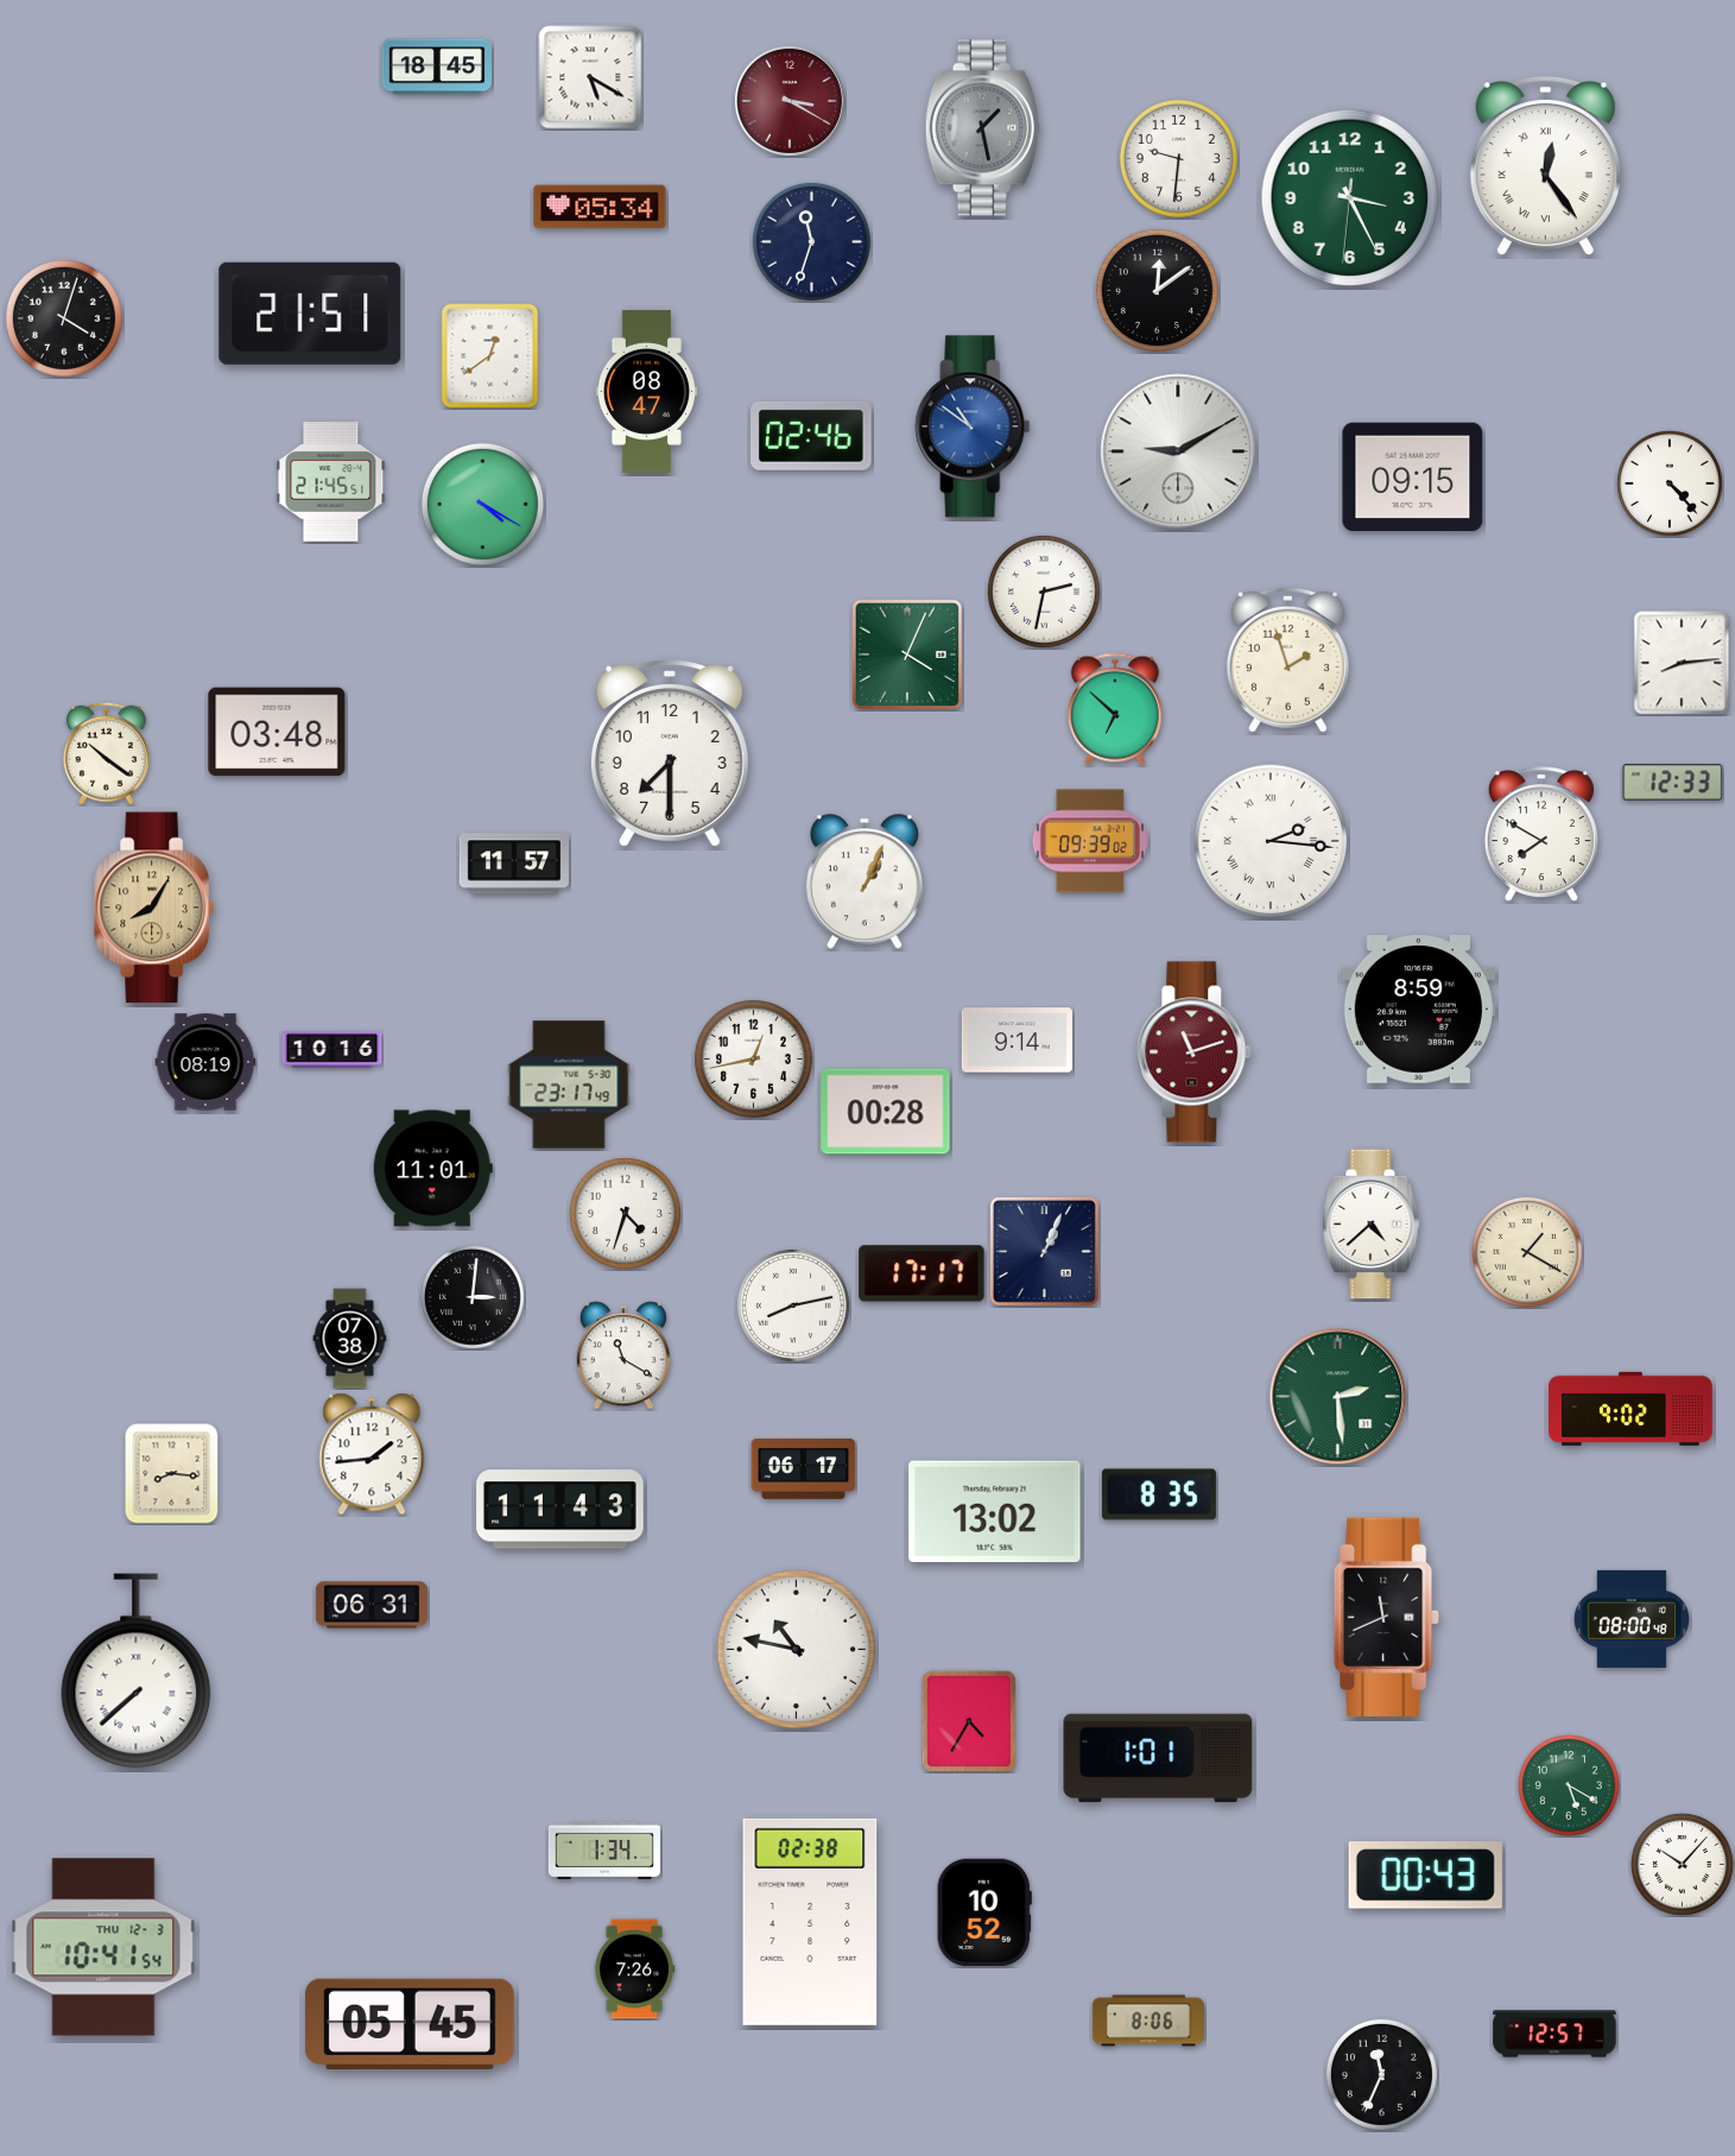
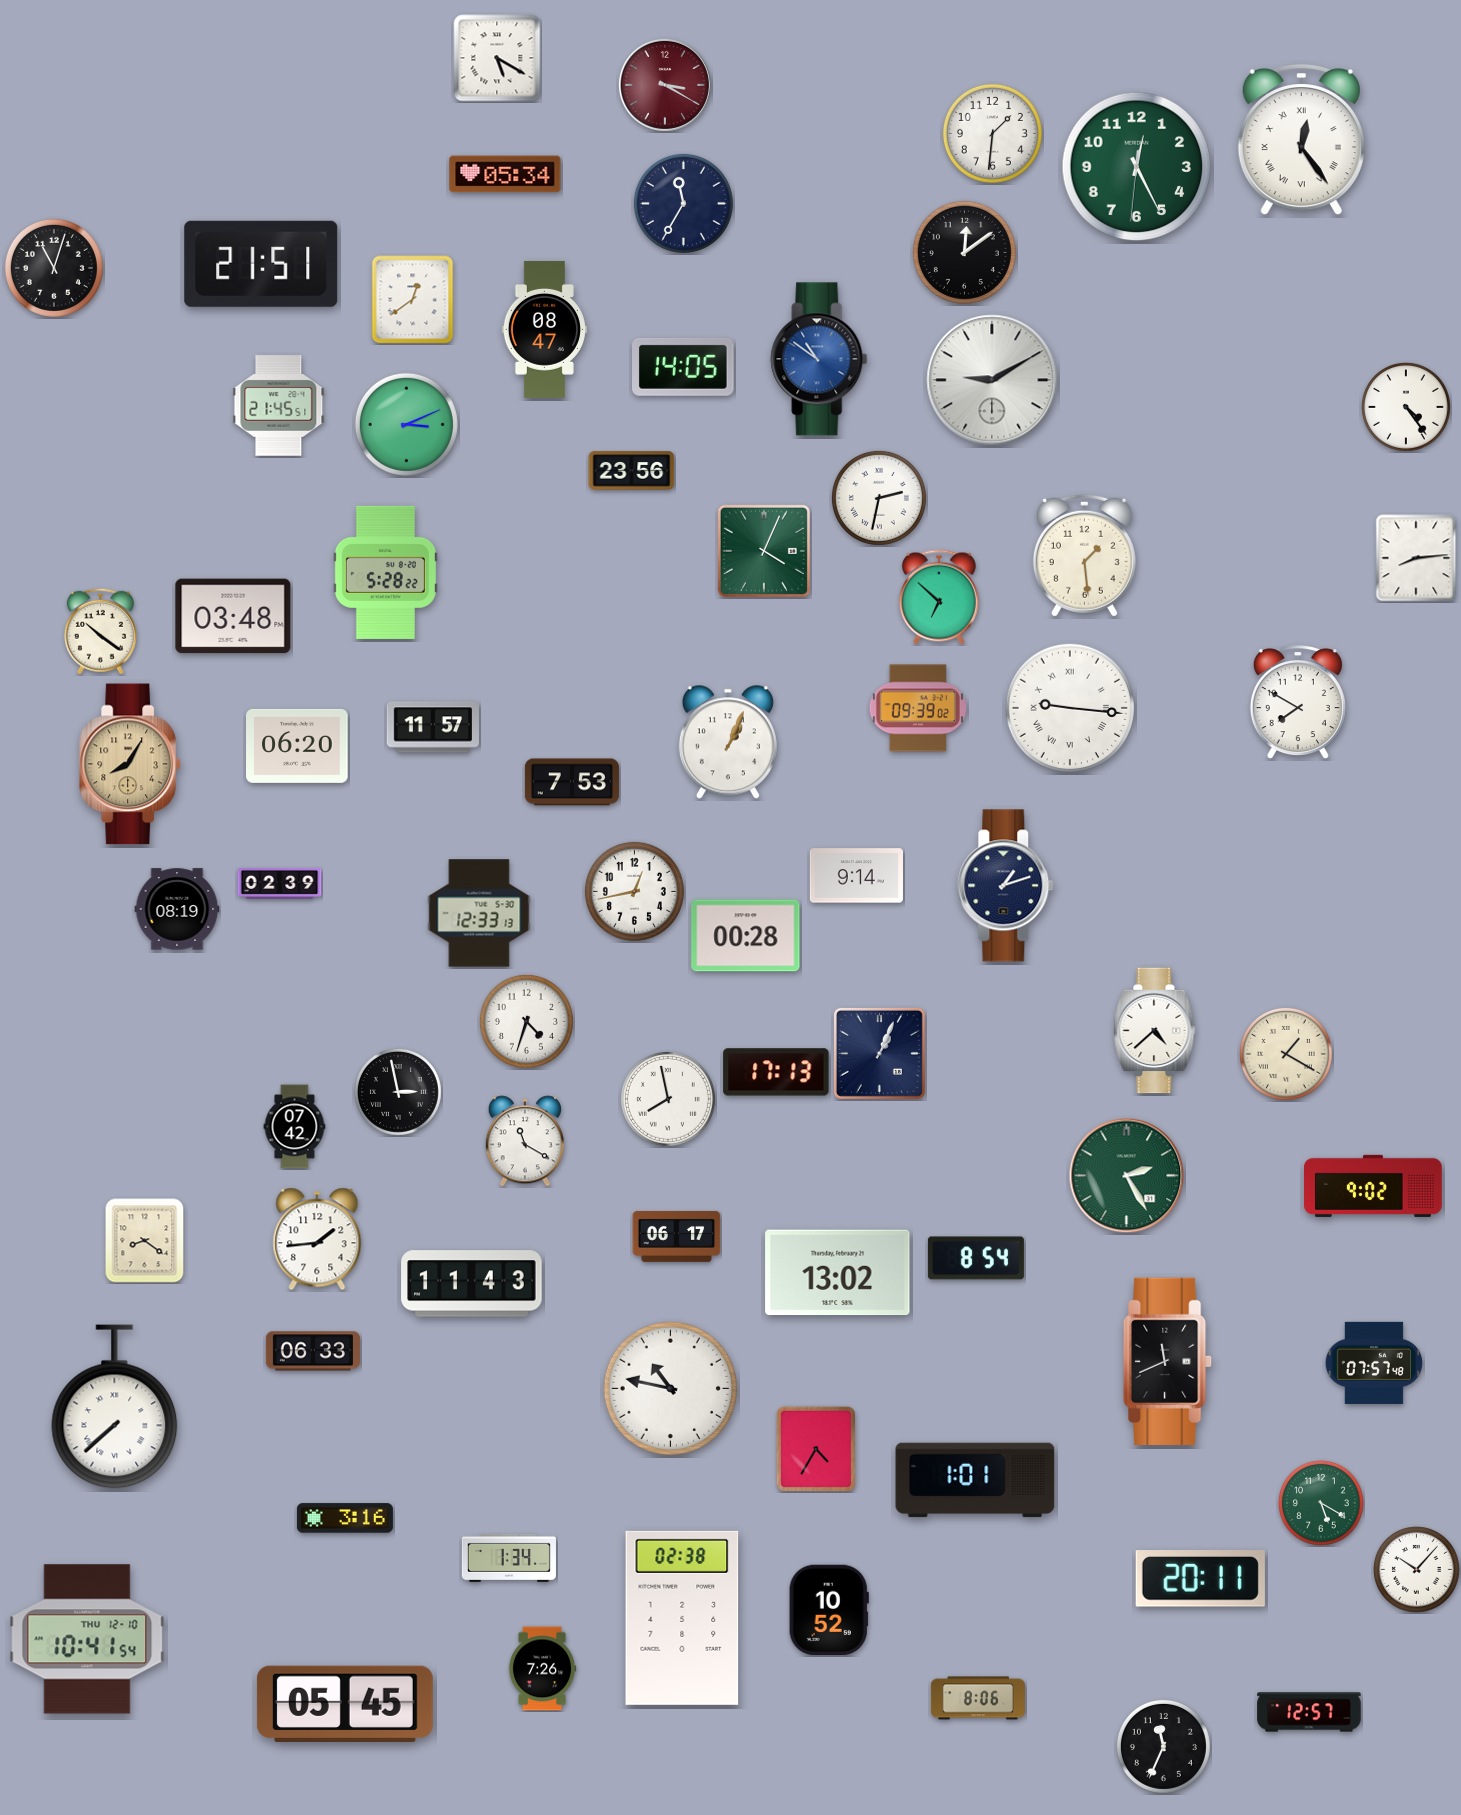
clock at (436, 67): 18:45 -> none
clock at (590, 77) position: (590, 77) -> (497, 58)
clock at (982, 128): 1:28 -> none
clock at (1178, 158): 9:31 -> 1:31
clock at (1350, 198): 3:25 -> 12:25
clock at (811, 241): 11:33 -> 11:35
clock at (1157, 290) position: (1157, 290) -> (964, 252)
clock at (64, 318): 4:03 -> 11:03
clock at (812, 436): 02:46 -> 14:05
clock at (1413, 478): 09:15 -> none
clock at (1670, 483): 4:23 -> 4:24
clock at (482, 504): 4:20 -> 3:11
clock at (632, 471): none -> 23:56
clock at (1287, 659): 1:57 -> 1:29
clock at (385, 572): none -> 5:28
clock at (106, 753) position: (106, 753) -> (100, 631)
clock at (670, 753): 7:30 -> none
clock at (1673, 783): 12:33 -> none
clock at (1269, 840): 2:16 -> 9:16
clock at (297, 746): none -> 06:20
clock at (572, 782): none -> 7:53
clock at (1418, 1010): 8:59 -> none
clock at (333, 1049): 10:16 -> 02:39
clock at (1195, 1052): 11:12 -> 1:12
clock at (1195, 1052) dial: burgundy -> navy
clock at (205, 1062) position: (205, 1062) -> (177, 909)
clock at (569, 1085): 23:17 -> 12:33
clock at (432, 1169): 11:01 -> none
clock at (922, 1273): 17:17 -> 17:13
clock at (473, 1297): 3:01 -> 2:58
clock at (793, 1305): 8:13 -> 7:58
clock at (350, 1339): 07:38 -> 07:42
clock at (1338, 1397): 2:29 -> 2:25
clock at (372, 1454) position: (372, 1454) -> (317, 1239)
clock at (172, 1474): 8:16 -> 8:21
clock at (1159, 1494): 8:35 -> 8:54
clock at (561, 1510) position: (561, 1510) -> (472, 1284)
clock at (372, 1605): 06:31 -> 06:33
clock at (1632, 1619): 08:00 -> 07:57
clock at (345, 1518): none -> 3:16
clock at (1425, 1876): 00:43 -> 20:11
clock at (103, 1947) date: THU 12-3 -> THU 12-10
clock at (634, 1970) position: (634, 1970) -> (542, 1669)
clock at (1148, 2021) position: (1148, 2021) -> (978, 1698)
